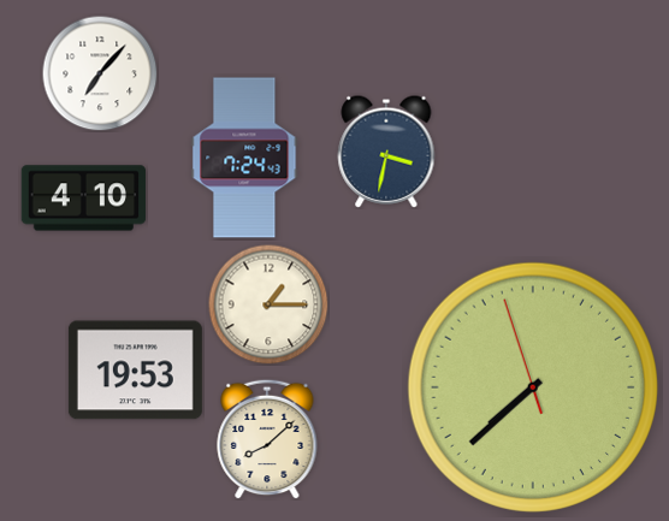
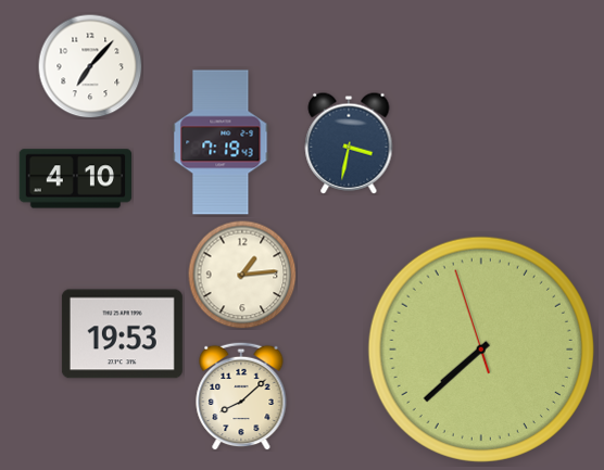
clock at (386, 152) position: (386, 152) -> (349, 143)
clock at (244, 158): 7:24 -> 7:19
clock at (268, 304): 1:15 -> 1:14
